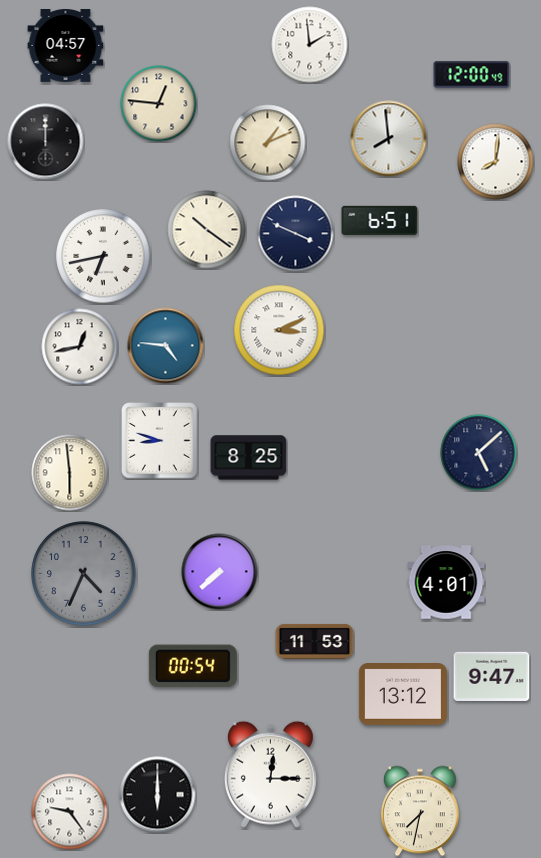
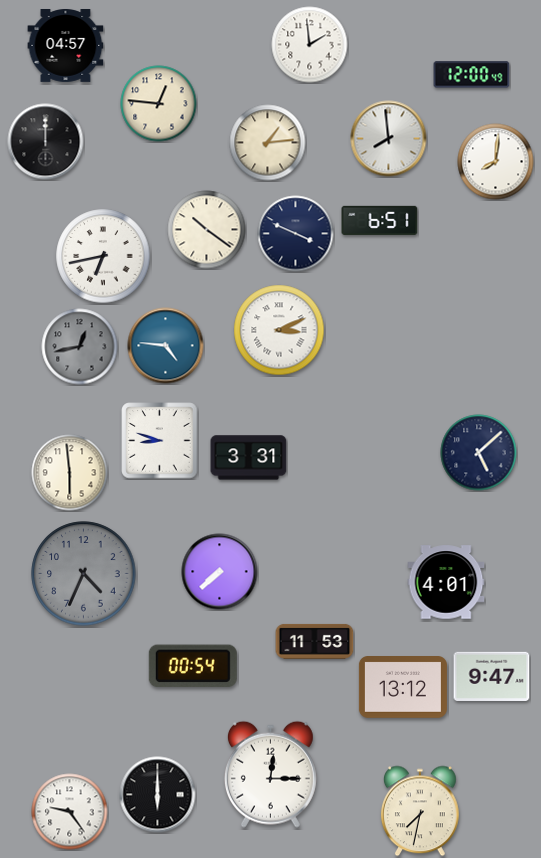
clock at (268, 143): 1:11 -> 1:14
clock at (80, 347) dial: white -> grey
clock at (249, 458): 8:25 -> 3:31
clock at (403, 695) position: (403, 695) -> (403, 688)
